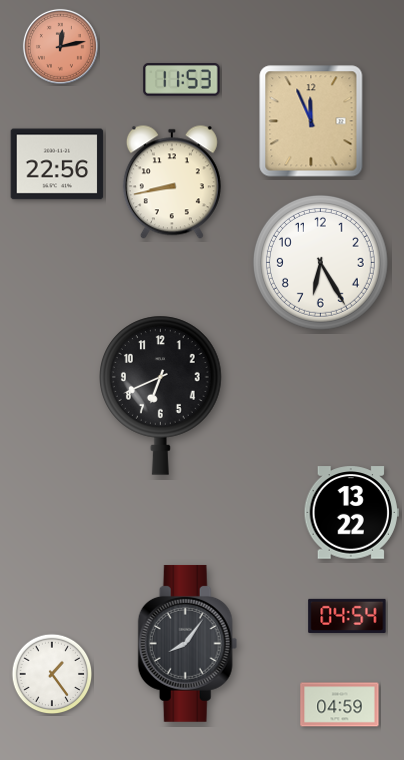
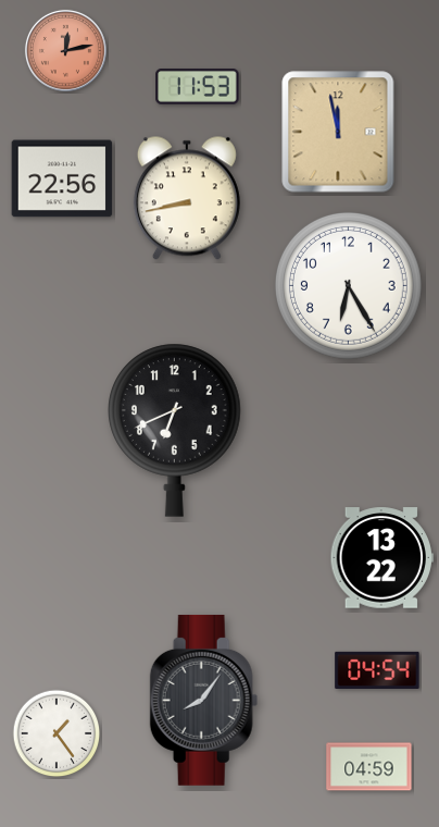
clock at (311, 121): 11:56 -> 11:58
